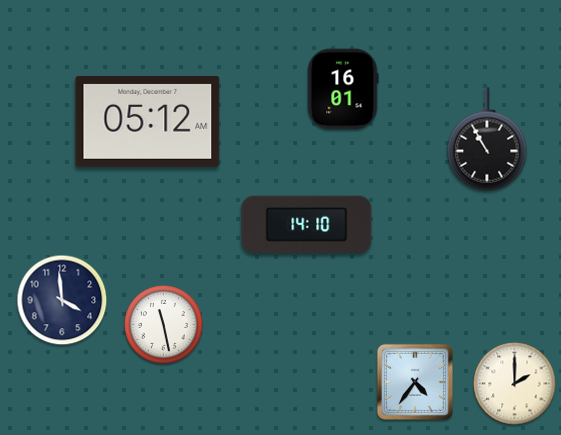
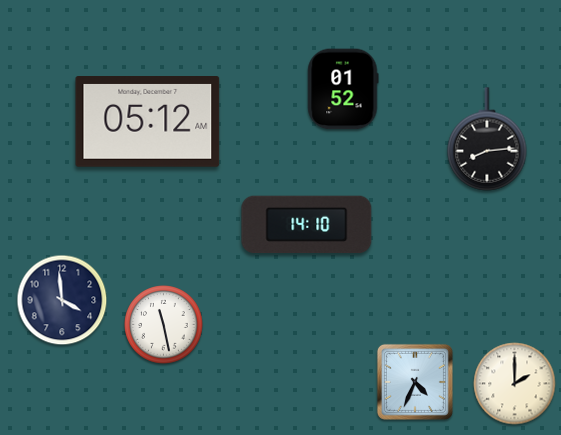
clock at (343, 89): 16:01 -> 01:52
clock at (487, 139): 10:55 -> 8:14
clock at (415, 382): 4:36 -> 4:34
